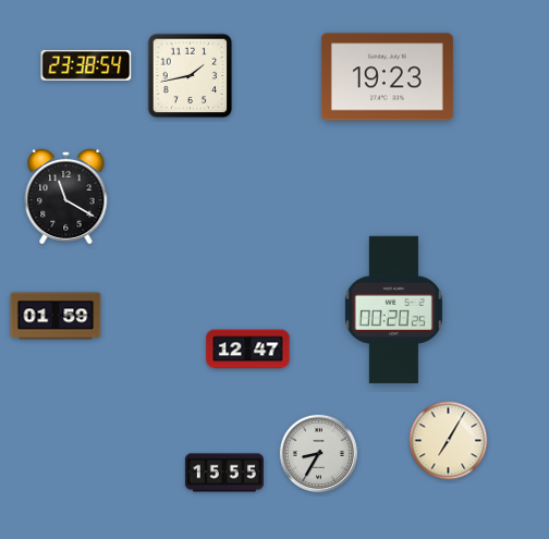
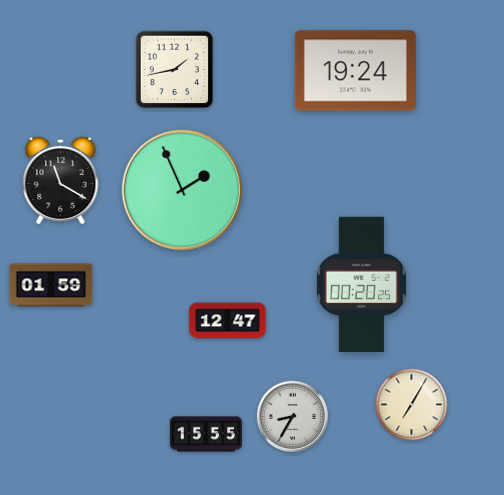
clock at (86, 65): 23:38 -> none
clock at (387, 77): 19:23 -> 19:24
clock at (182, 190): none -> 1:56
clock at (56, 316) position: (56, 316) -> (51, 285)
